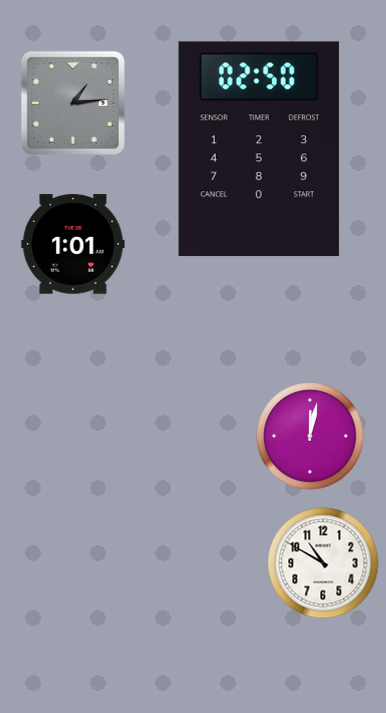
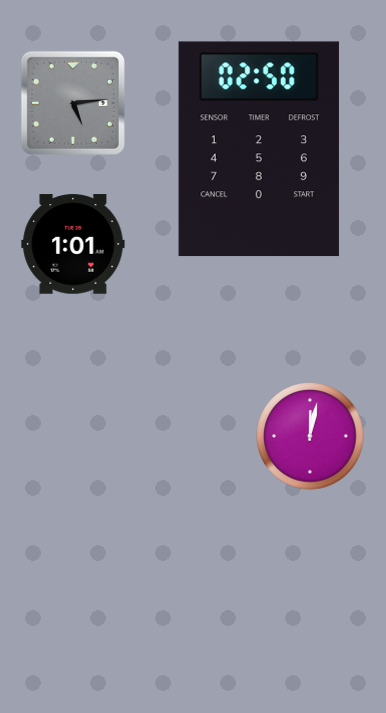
clock at (73, 103): 1:14 -> 5:14
clock at (323, 563): 10:50 -> none
